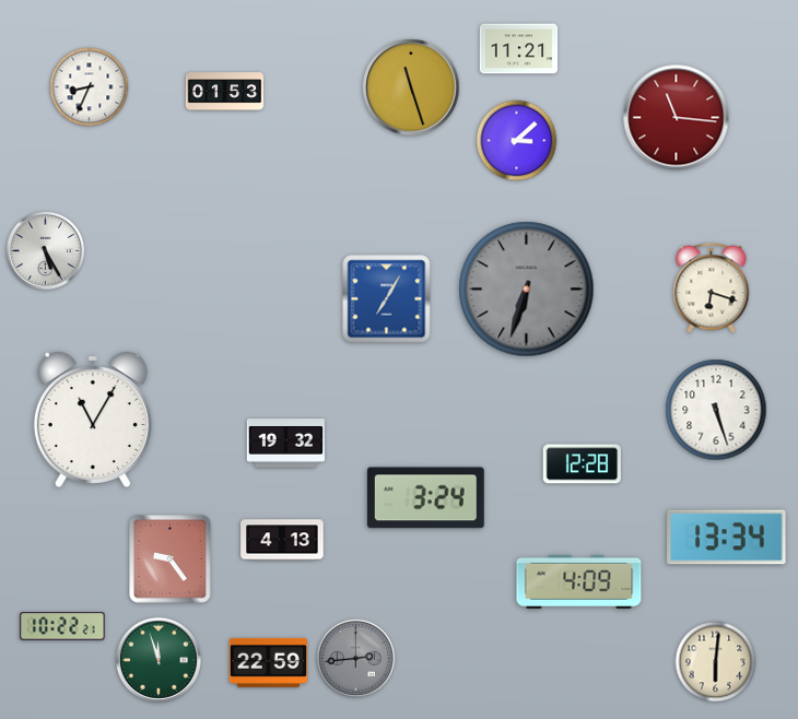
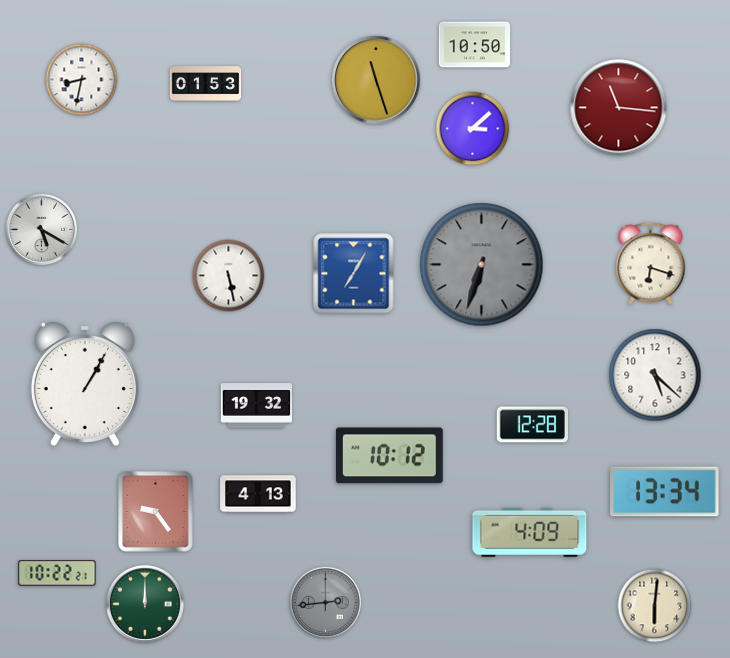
clock at (519, 49): 11:21 -> 10:50
clock at (90, 87): 8:34 -> 8:32
clock at (46, 251): 5:25 -> 5:20
clock at (229, 276): none -> 5:28
clock at (716, 410): 5:27 -> 5:22
clock at (93, 420): 11:05 -> 1:05
clock at (285, 444) position: (285, 444) -> (256, 406)
clock at (425, 498): 3:24 -> 10:12
clock at (159, 660): 11:57 -> 12:00
clock at (268, 662): 22:59 -> none
